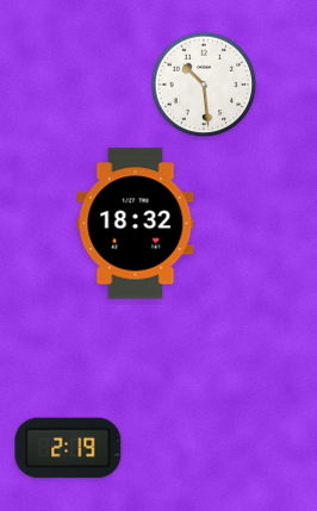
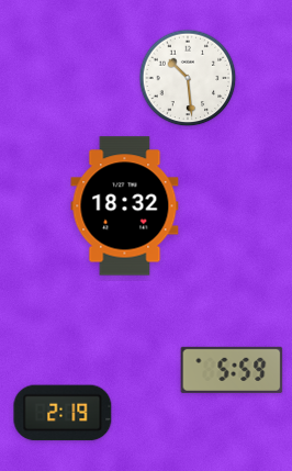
clock at (232, 370): none -> 5:59
